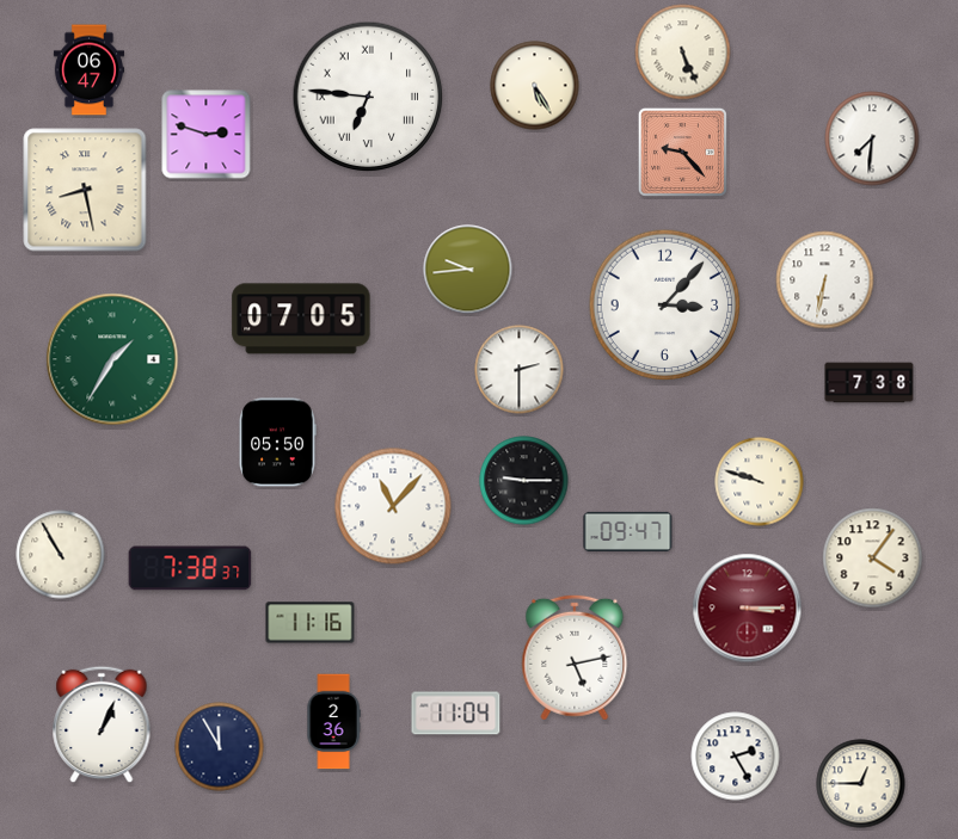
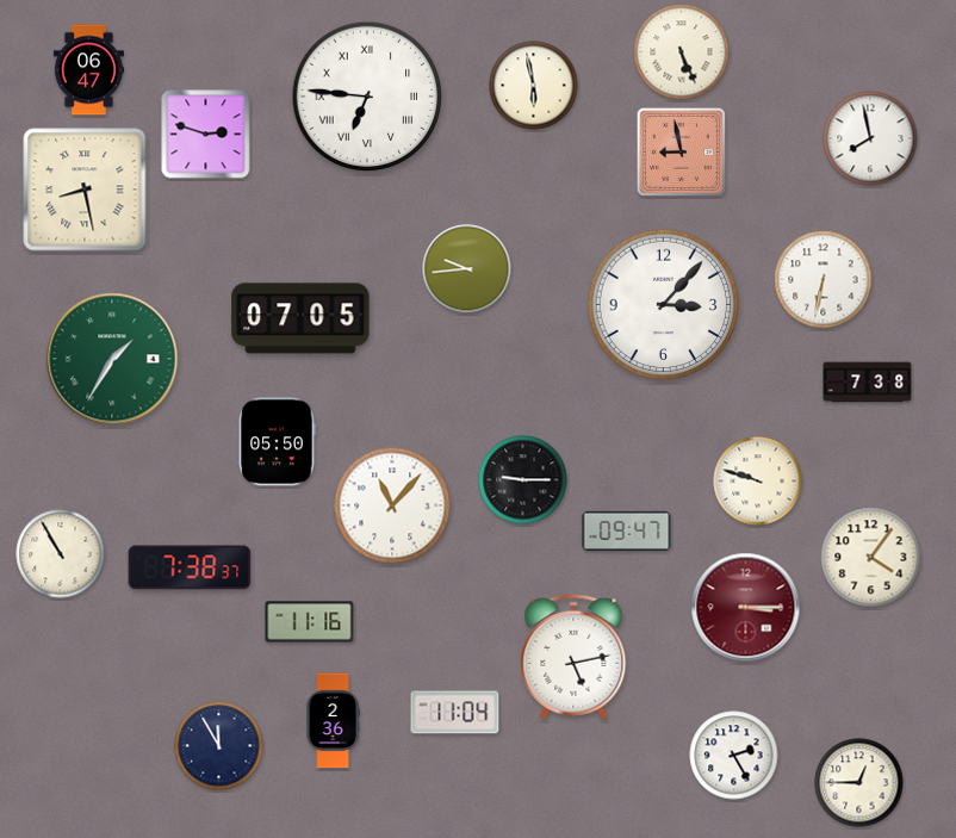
clock at (535, 86): 5:25 -> 5:58
clock at (872, 138): 7:31 -> 7:58
clock at (682, 152): 9:23 -> 8:58
clock at (520, 370): 2:30 -> none
clock at (102, 724): 1:04 -> none
